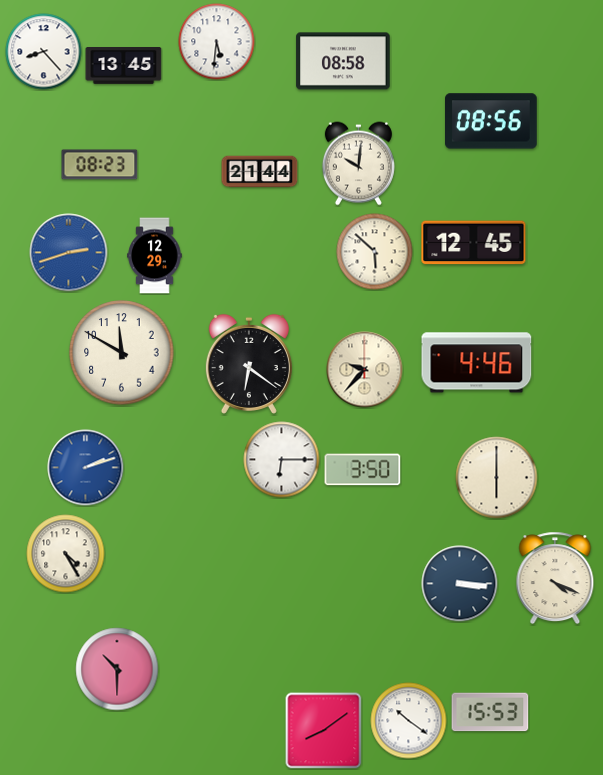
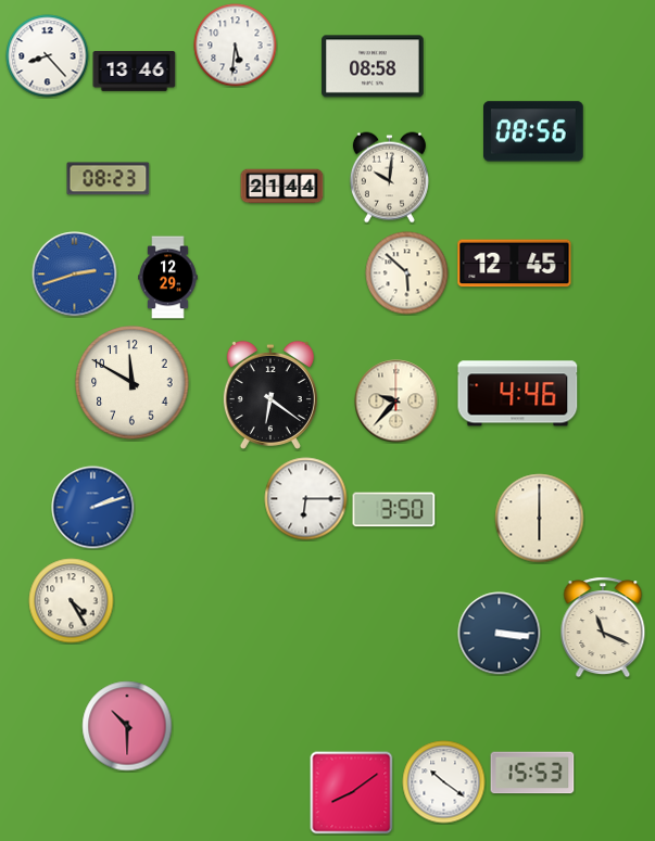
clock at (124, 66): 13:45 -> 13:46
clock at (555, 578): 4:19 -> 11:19
